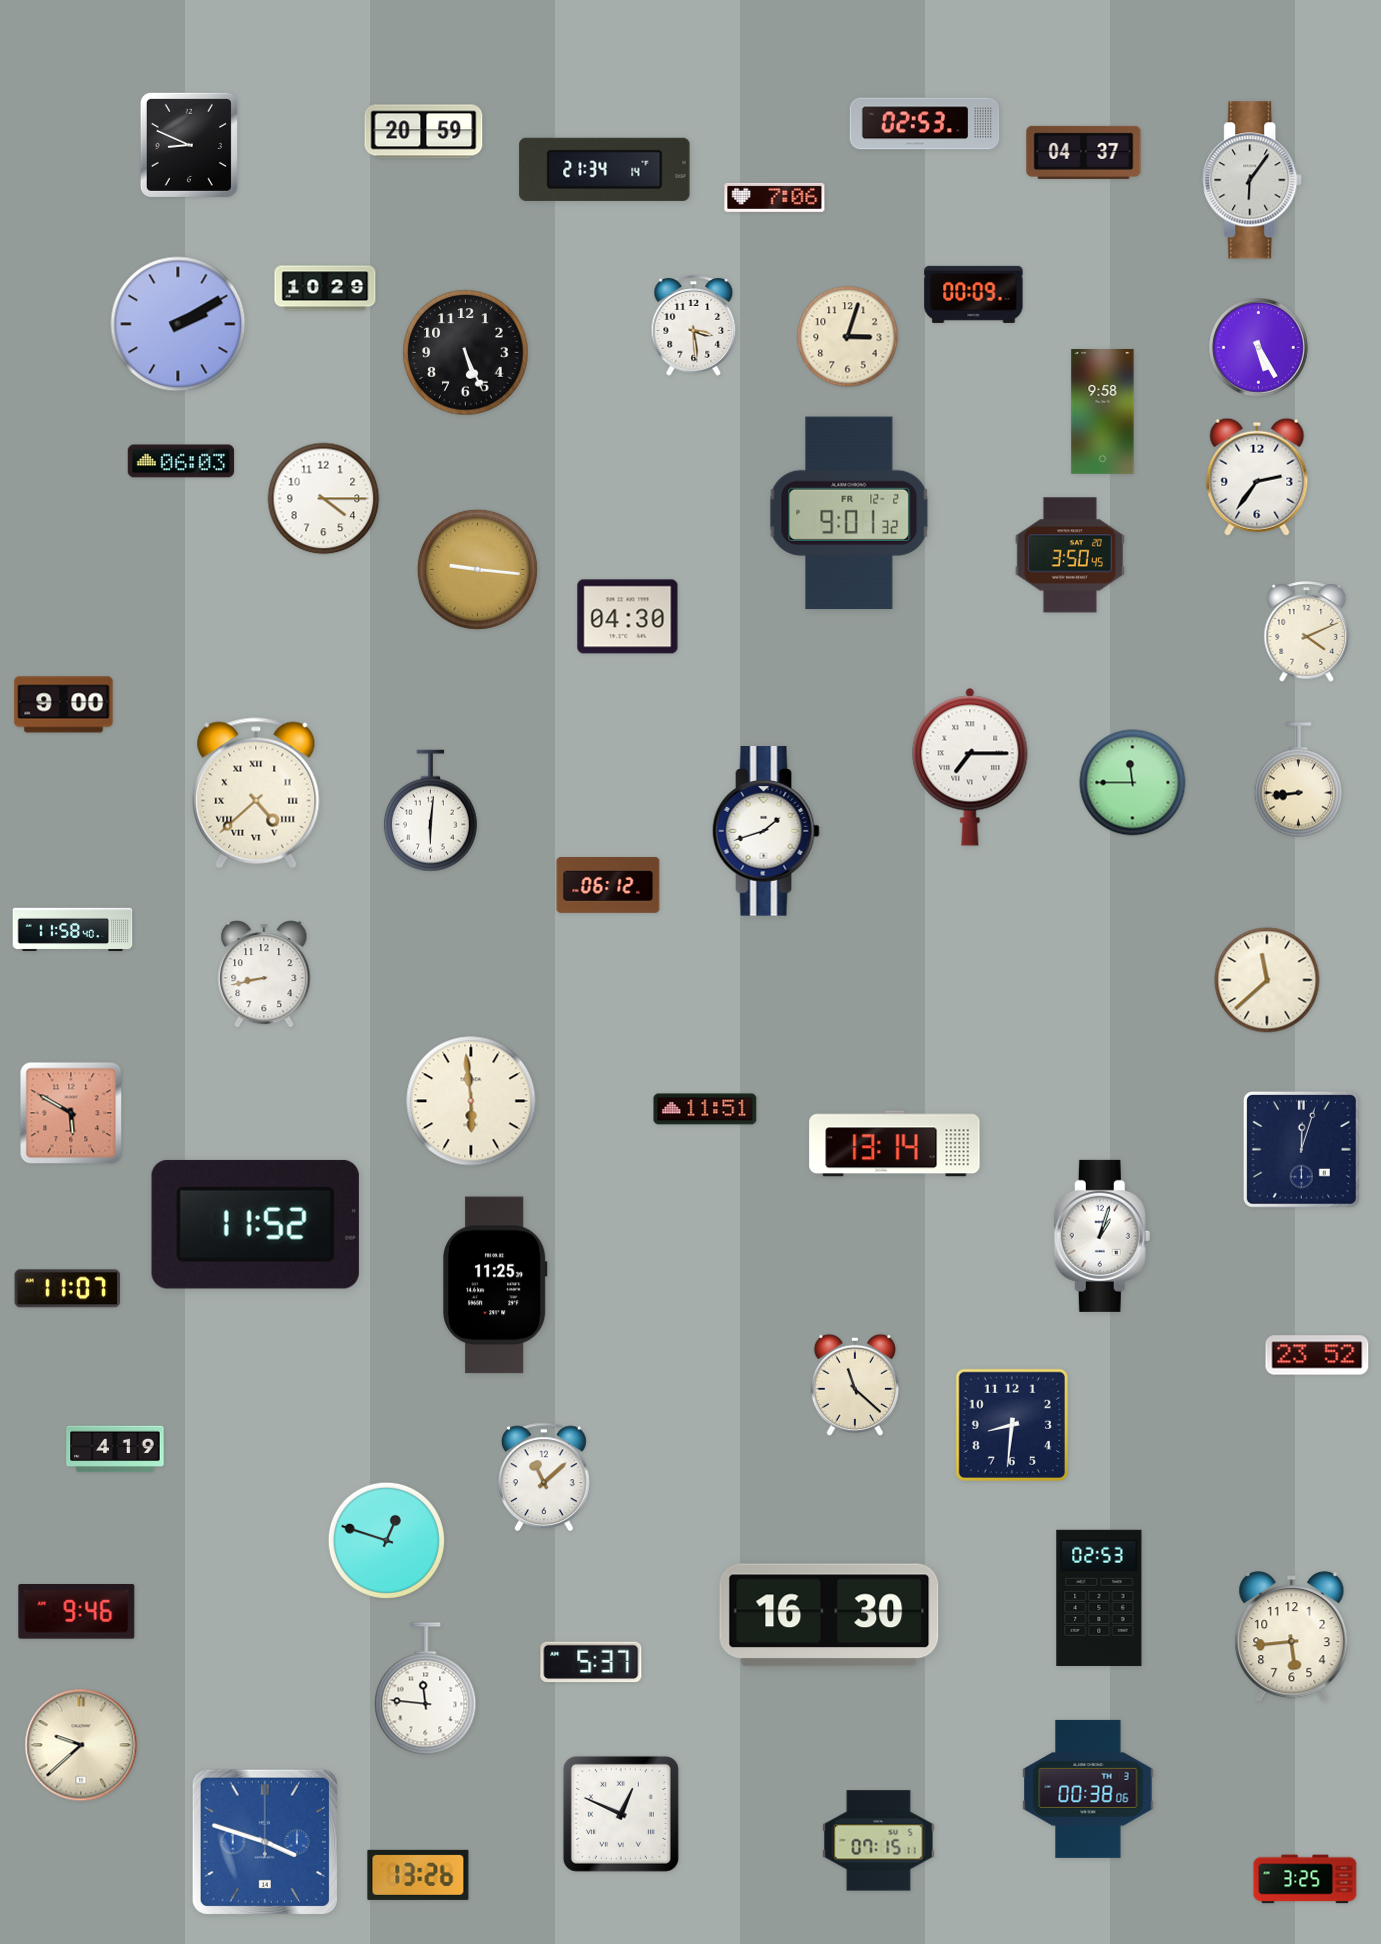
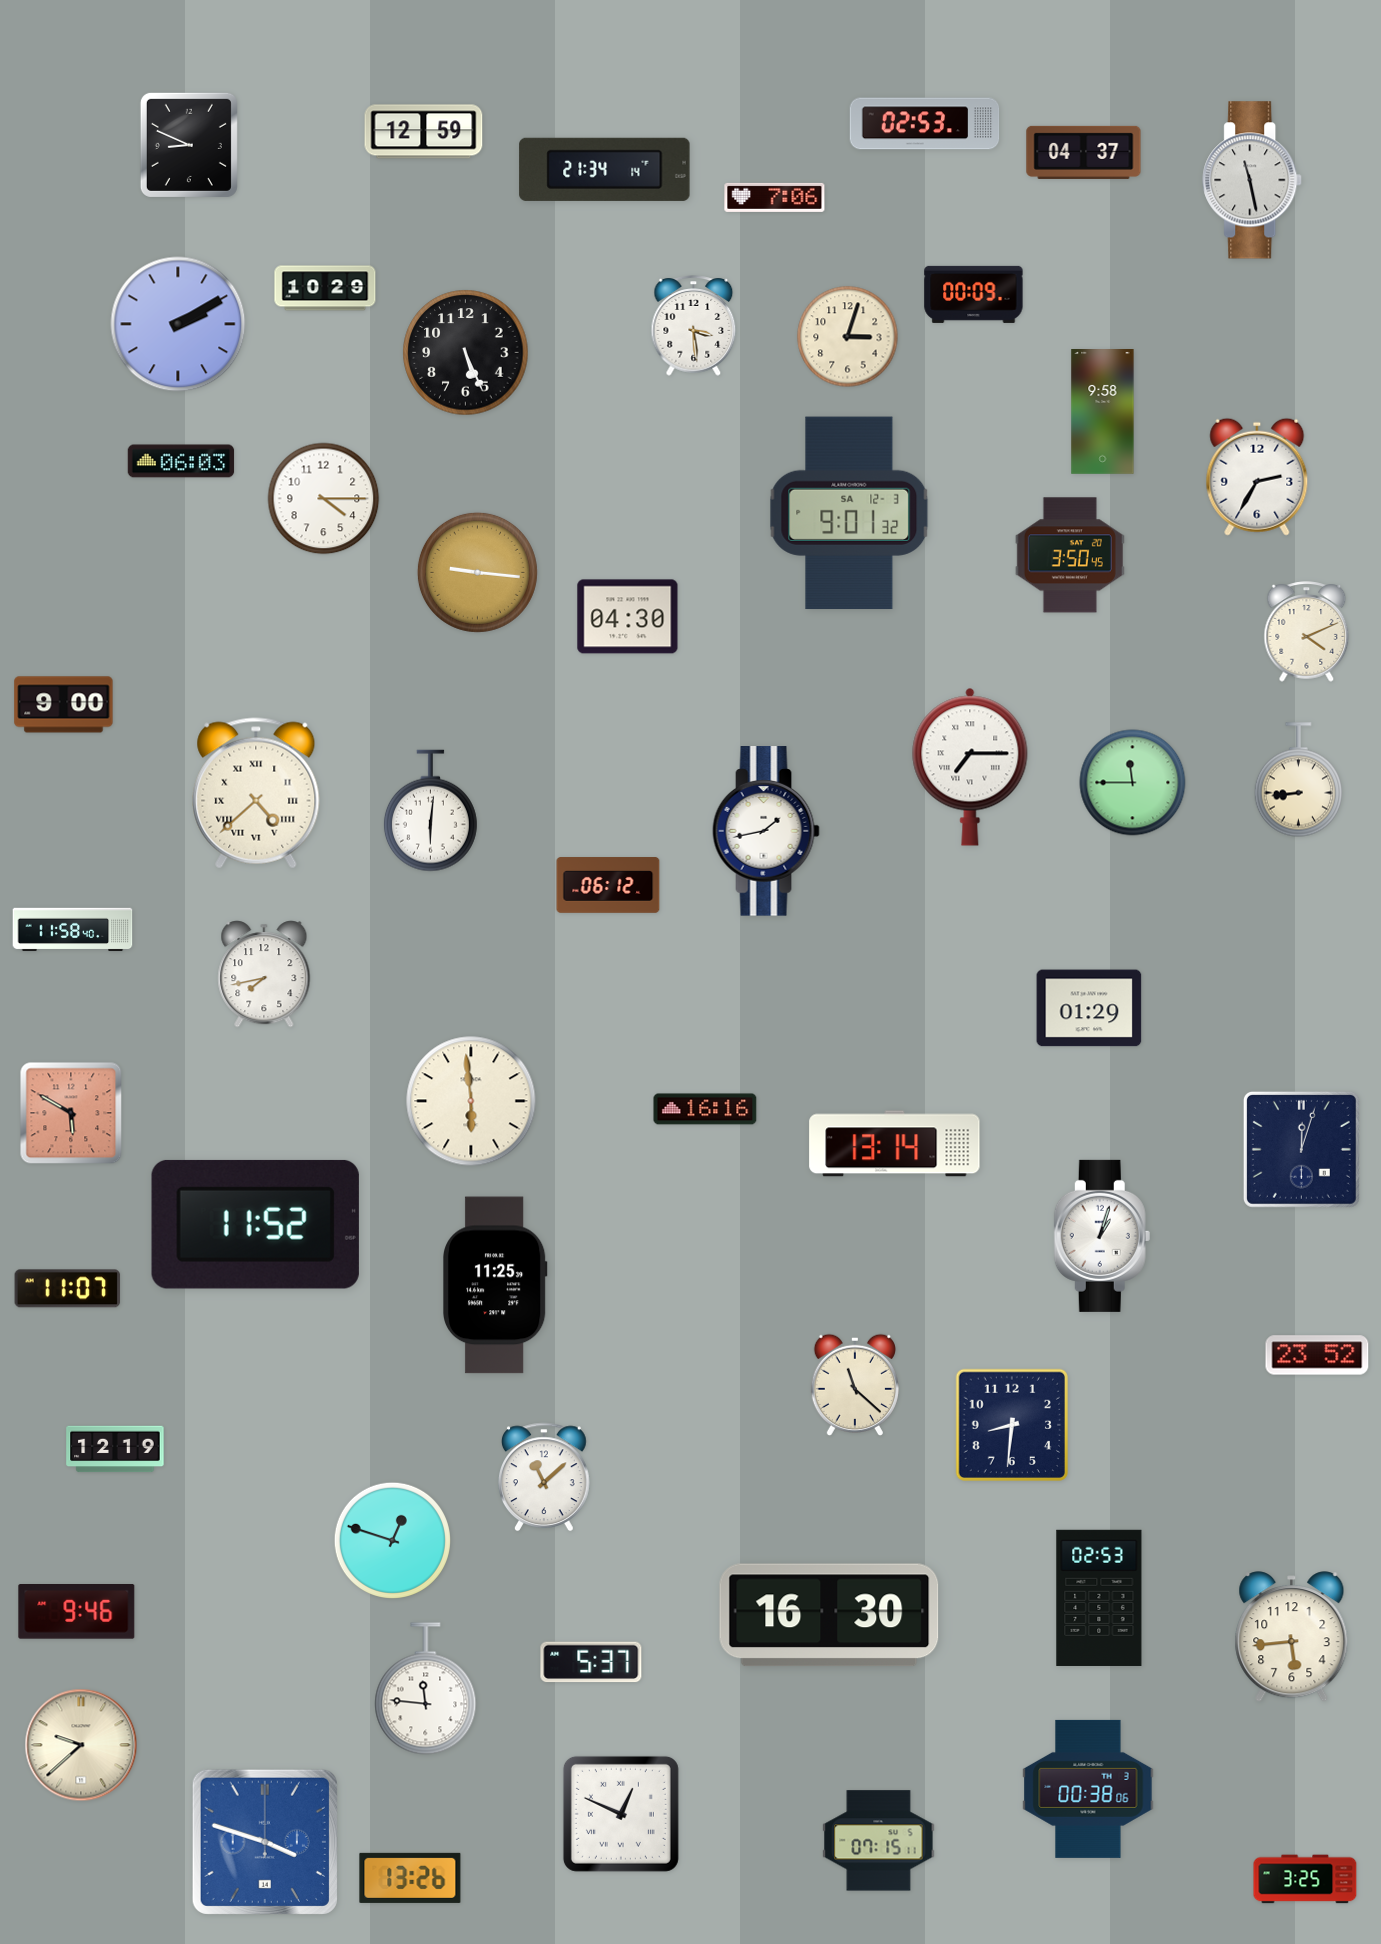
clock at (424, 132): 20:59 -> 12:59
clock at (1253, 180): 6:06 -> 11:28
clock at (1259, 348): 5:25 -> none
clock at (1257, 477): 2:36 -> 2:35
clock at (849, 513) date: FR 12-2 -> SA 12-3
clock at (477, 569) position: (477, 569) -> (477, 572)
clock at (766, 831): 1:42 -> 1:43
clock at (264, 974): 8:43 -> 7:43
clock at (1267, 980): 11:38 -> none
clock at (1089, 1008): none -> 01:29
clock at (705, 1109): 11:51 -> 16:16
clock at (115, 1449): 4:19 -> 12:19
clock at (386, 1540) position: (386, 1540) -> (392, 1540)
clock at (418, 1875) position: (418, 1875) -> (410, 1878)
